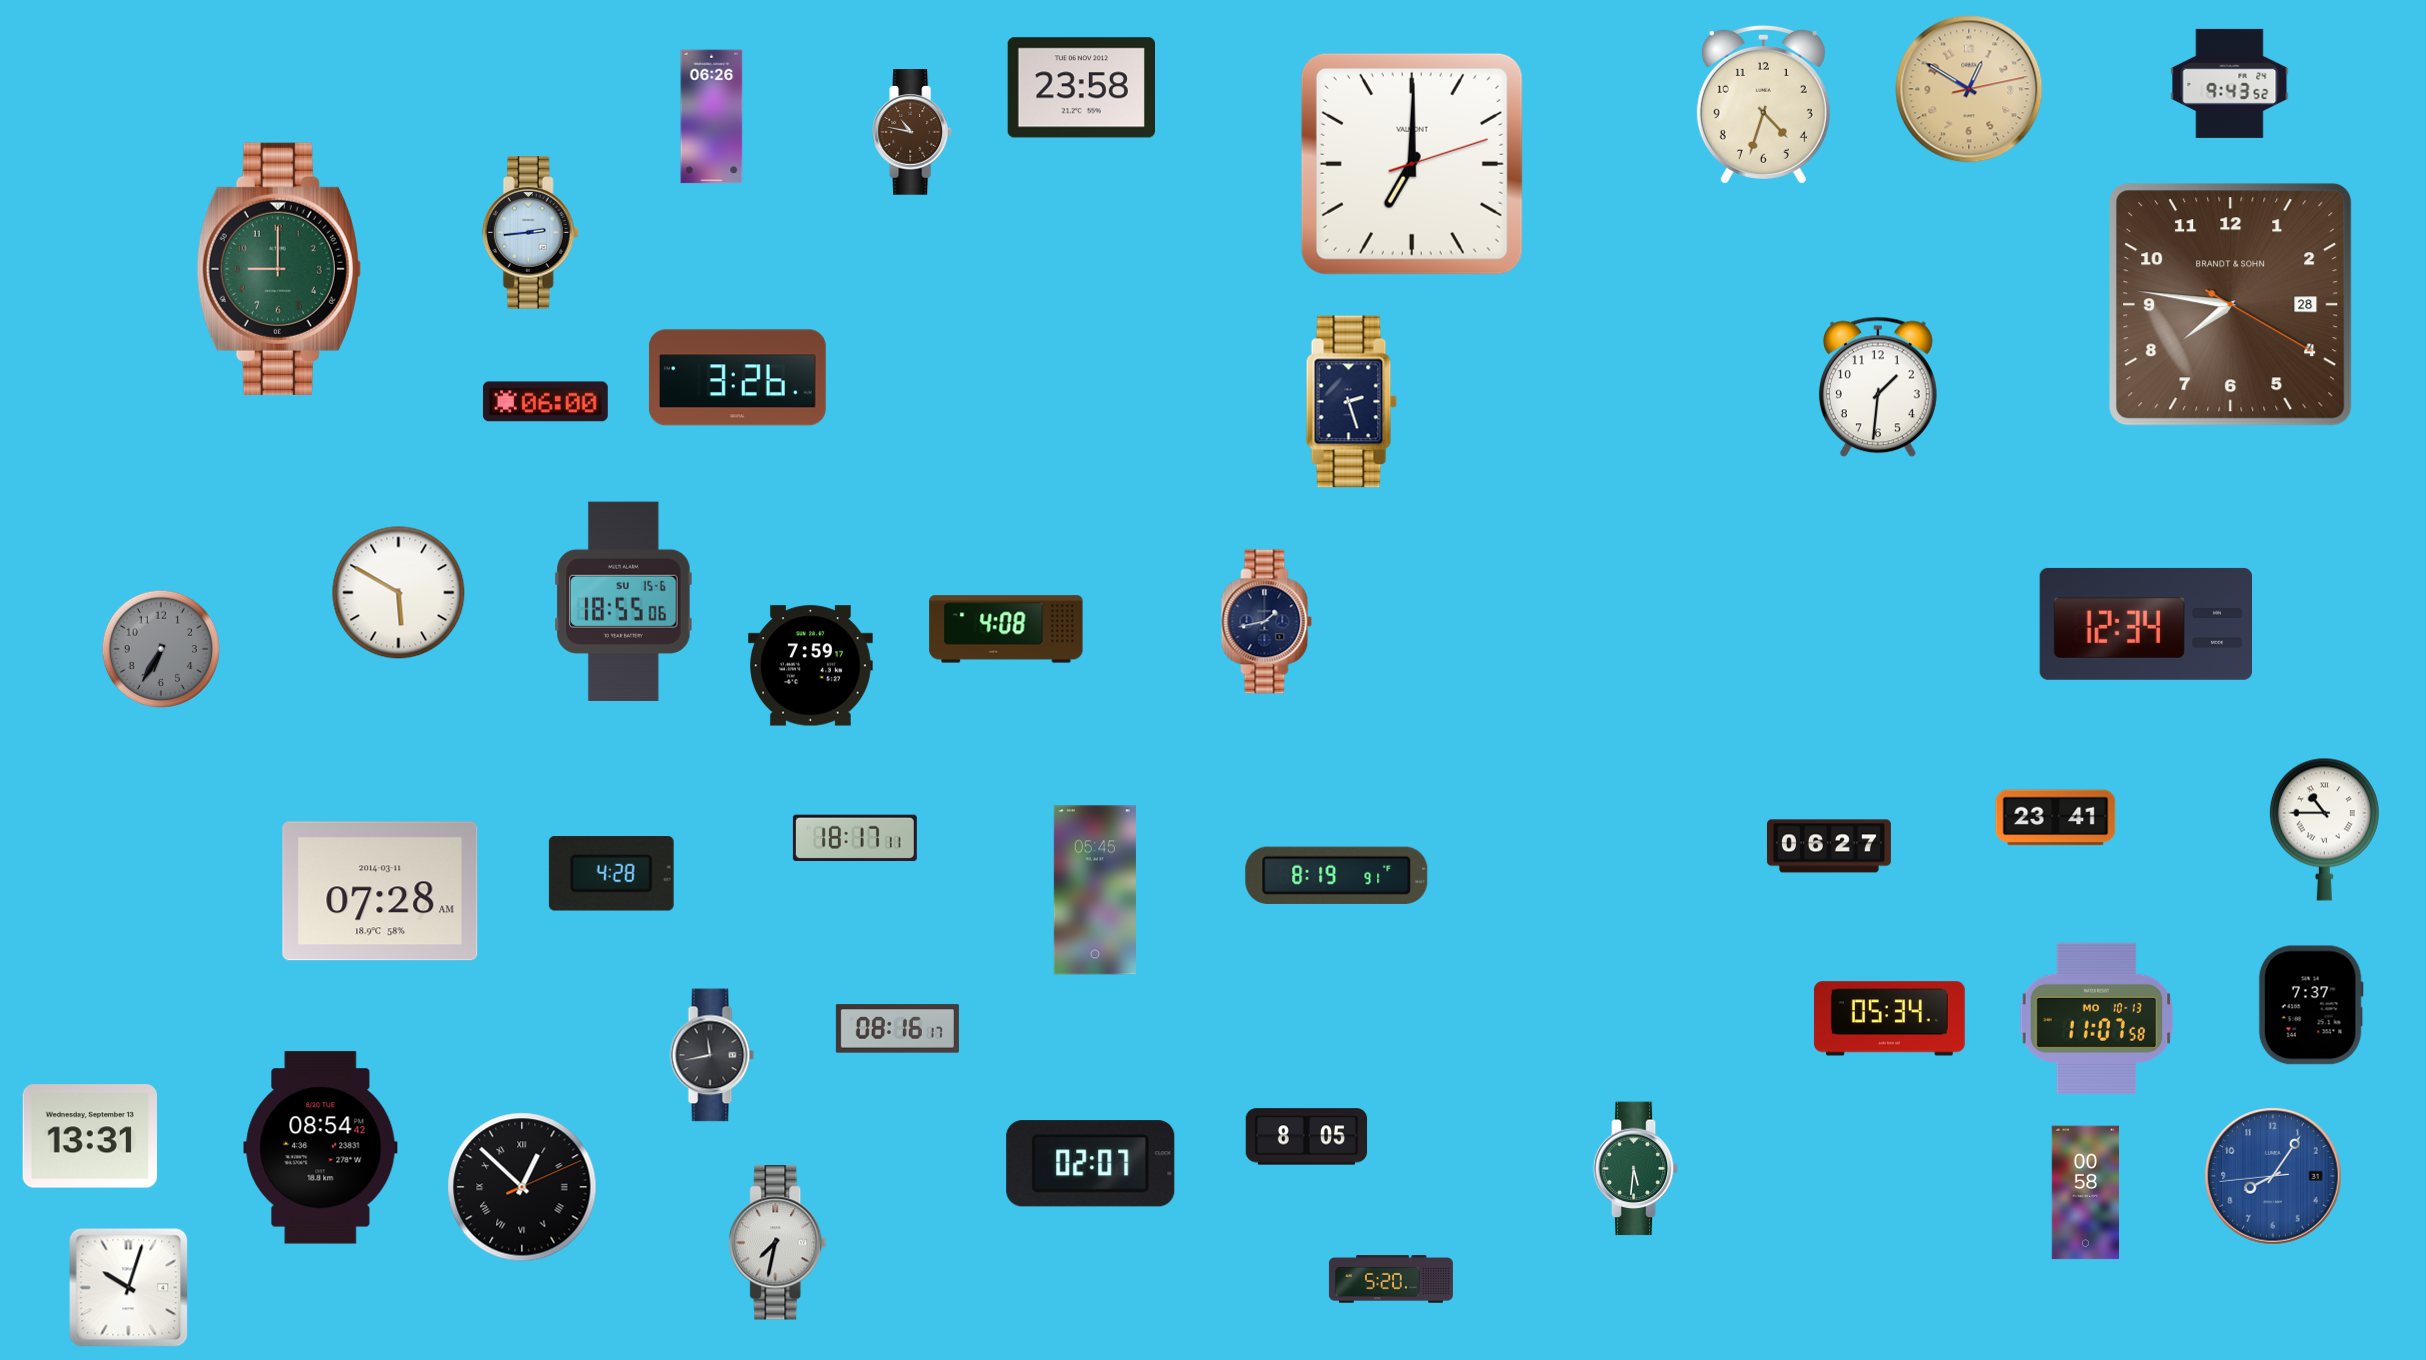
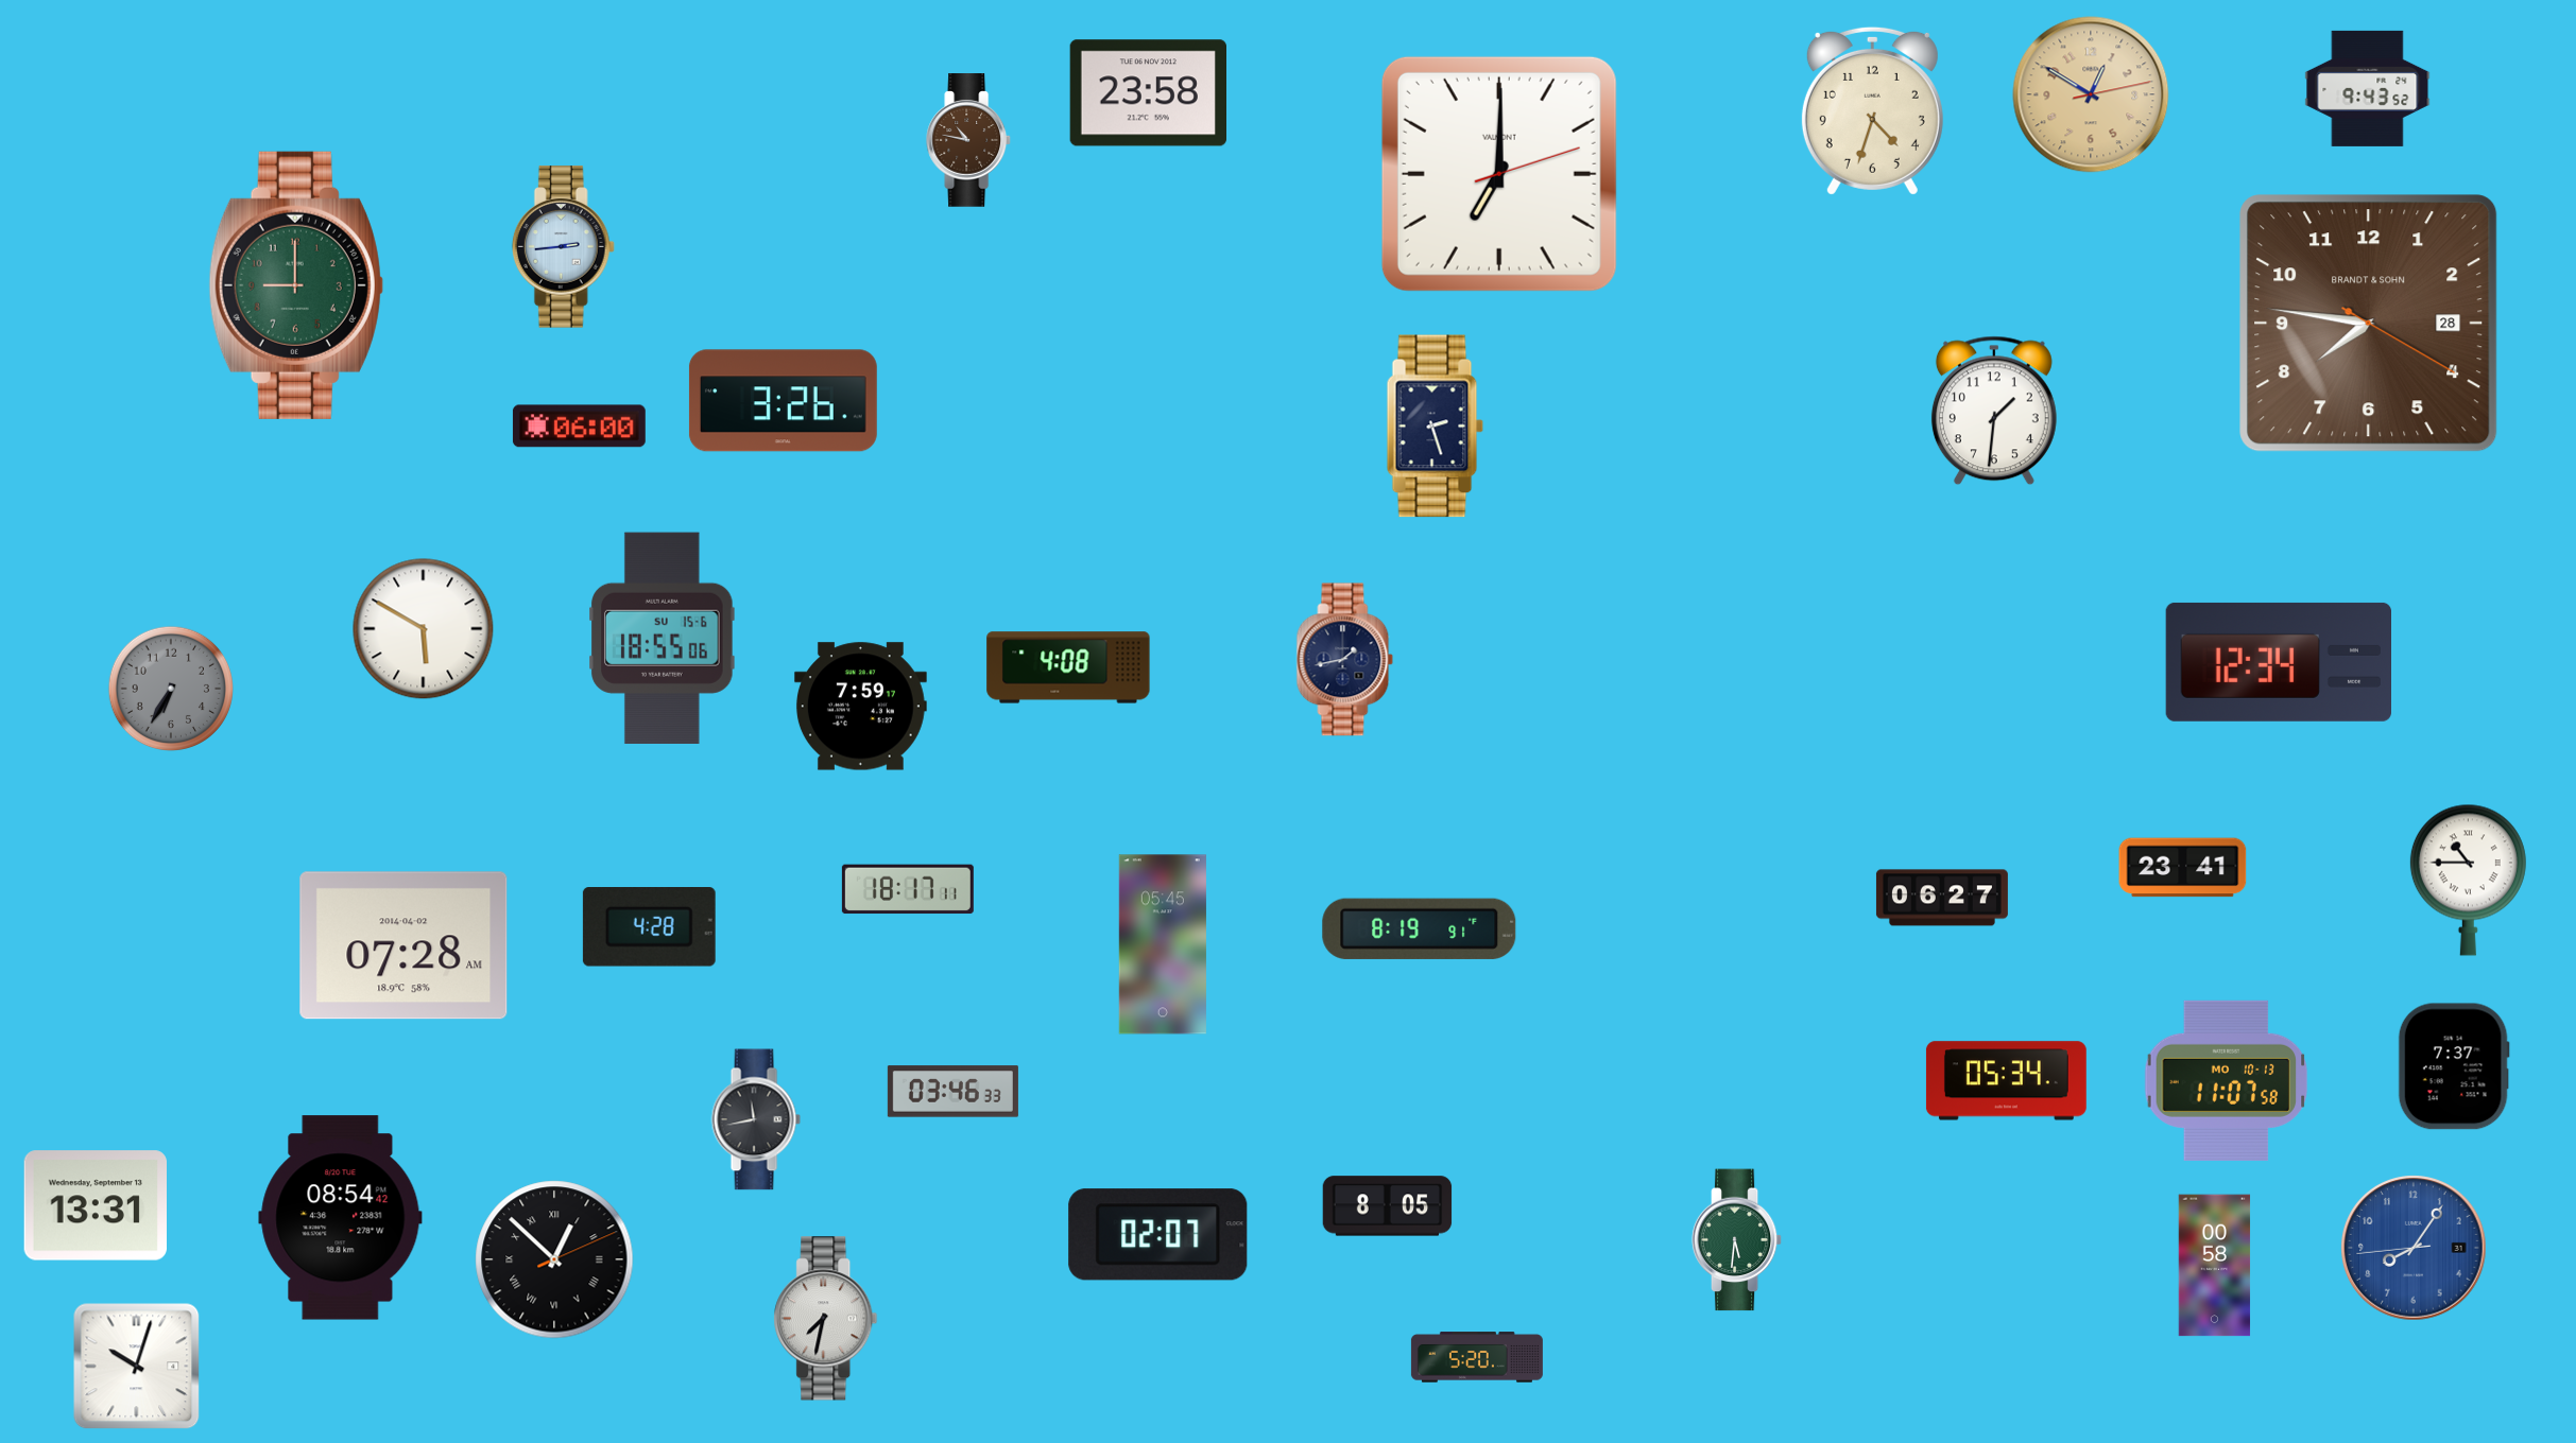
clock at (712, 117): 06:26 -> none
clock at (380, 891) date: 2014-03-11 -> 2014-04-02
clock at (897, 1029): 08:16 -> 03:46
